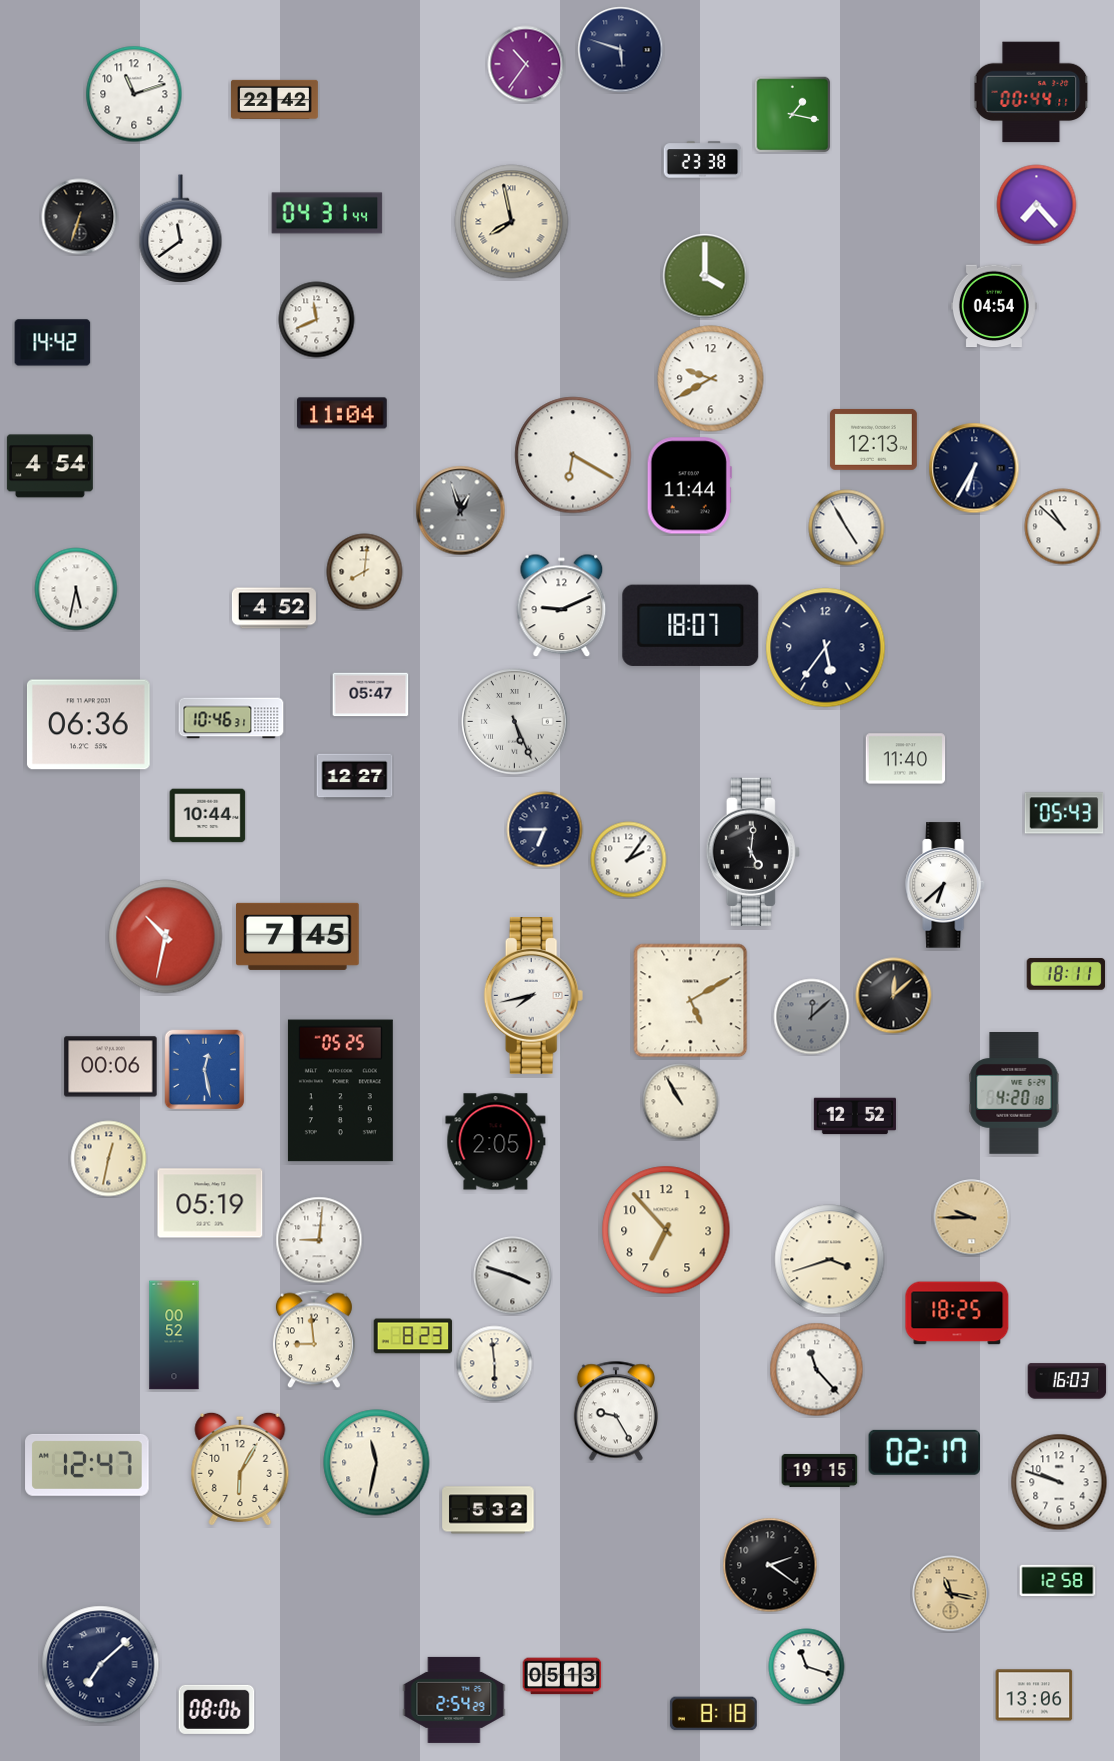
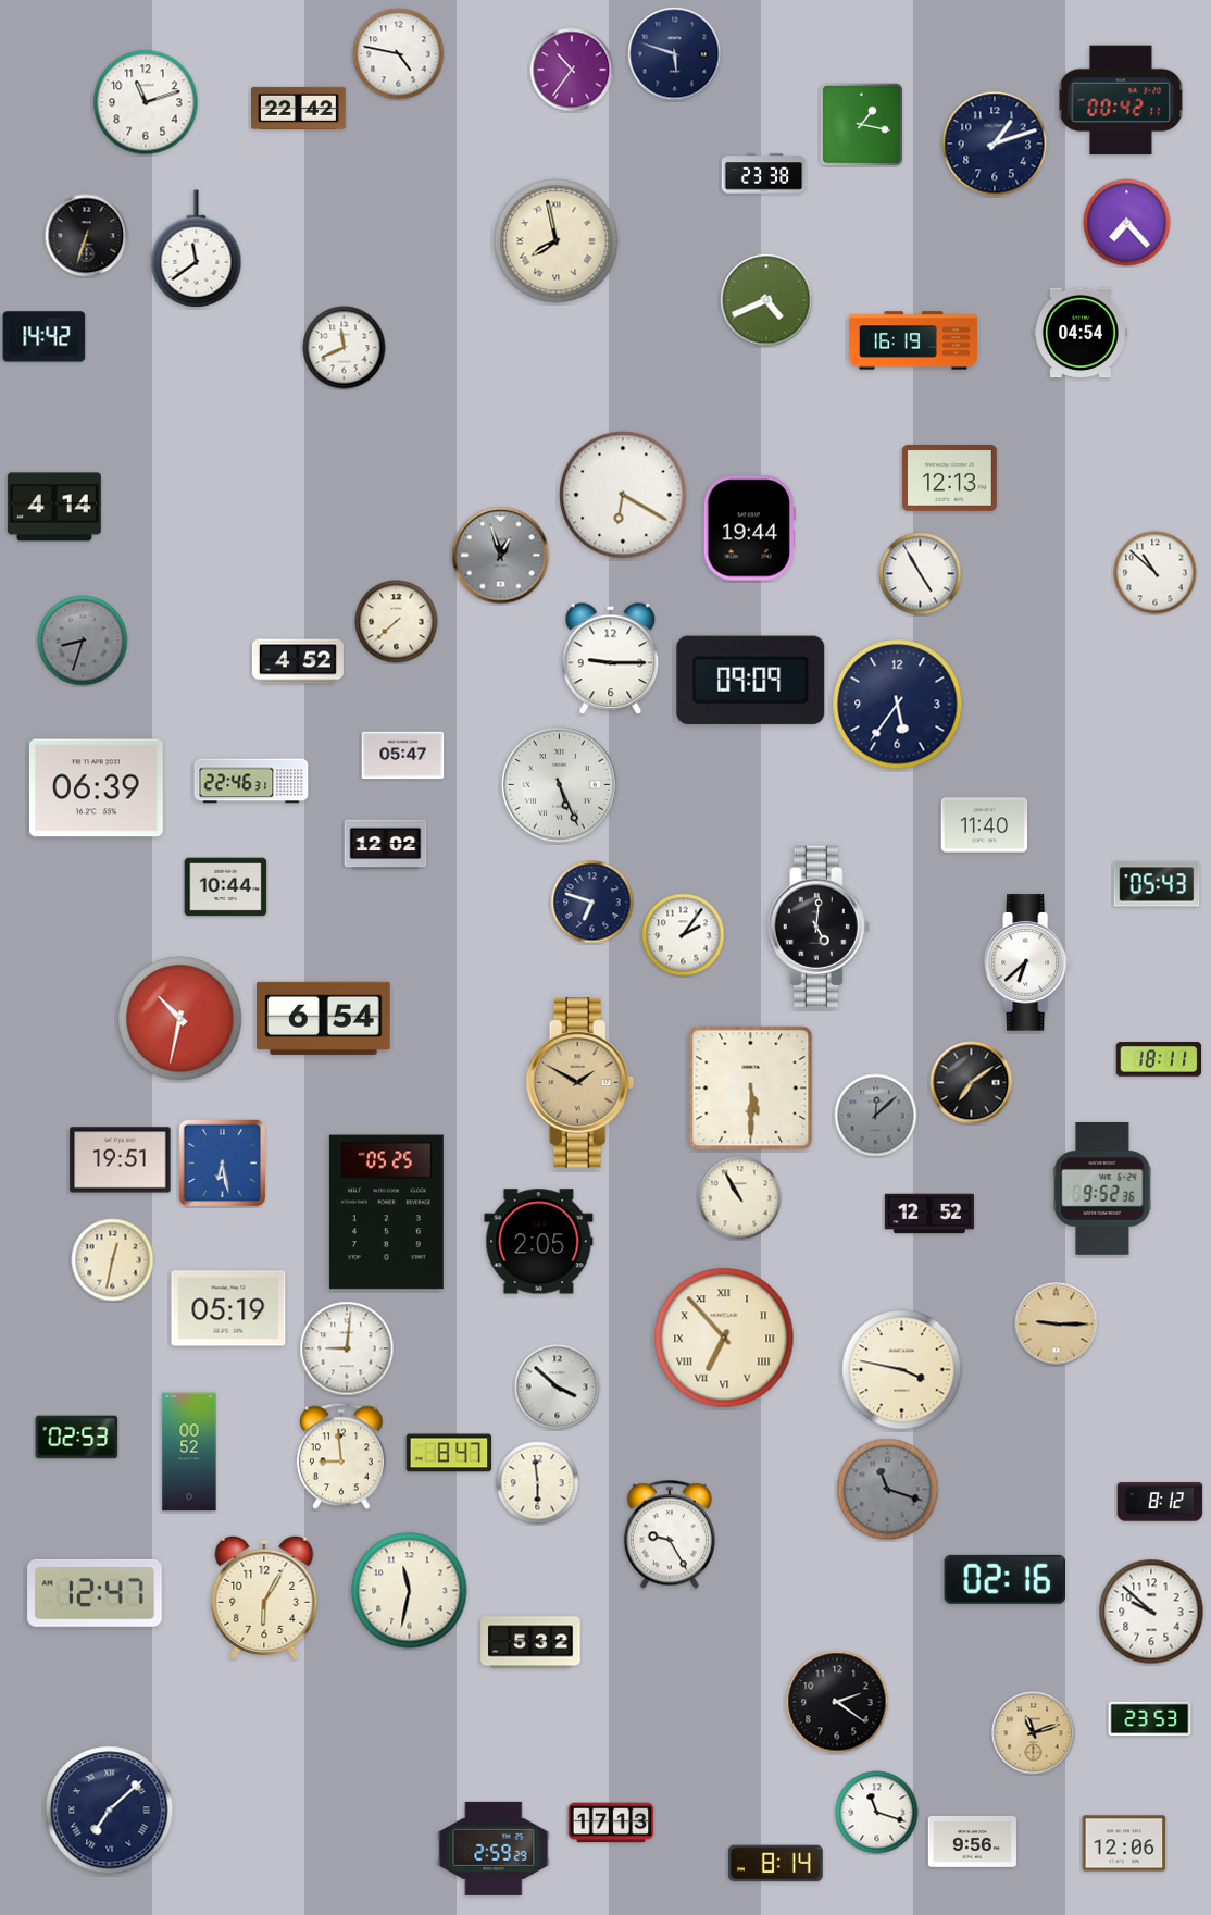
clock at (399, 54): none -> 4:47
clock at (1031, 92): 00:44 -> 00:42
clock at (995, 144): none -> 1:12
clock at (327, 213): 04:31 -> none
clock at (705, 276): 4:00 -> 4:41
clock at (913, 340): none -> 16:19
clock at (53, 343) position: (53, 343) -> (45, 337)
clock at (711, 379): 9:40 -> none
clock at (342, 413): 11:04 -> none
clock at (50, 466): 4:54 -> 4:14
clock at (974, 468): 6:35 -> none
clock at (689, 486): 11:44 -> 19:44
clock at (365, 572): 8:01 -> 7:38
clock at (76, 589): 5:32 -> 8:33
clock at (76, 589) dial: white -> grey
clock at (562, 606): 9:11 -> 9:15
clock at (691, 625): 18:07 -> 09:09
clock at (231, 718): 10:46 -> 22:46
clock at (89, 725): 06:36 -> 06:39
clock at (355, 777): 12:27 -> 12:02
clock at (545, 830): 6:45 -> 6:48
clock at (298, 936): 7:45 -> 6:54
clock at (534, 996): 7:43 -> 1:50
clock at (534, 996) dial: white -> champagne
clock at (894, 996): 12:08 -> 7:09
clock at (691, 1001): 5:10 -> 5:30
clock at (812, 1017) position: (812, 1017) -> (876, 1116)
clock at (111, 1067): 00:06 -> 19:51
clock at (205, 1070): 12:28 -> 6:28
clock at (340, 1091) position: (340, 1091) -> (386, 1213)
clock at (1014, 1094): 4:20 -> 9:52
clock at (109, 1159) position: (109, 1159) -> (113, 1260)
clock at (972, 1218): 9:45 -> 9:15
clock at (666, 1230) numerals: Arabic -> Roman
clock at (830, 1260): 3:42 -> 3:47
clock at (513, 1276): 3:48 -> 3:52
clock at (957, 1313): 18:25 -> none
clock at (77, 1438): none -> 02:53
clock at (413, 1336): 8:23 -> 8:47
clock at (817, 1370): 11:23 -> 11:18
clock at (817, 1370) dial: white -> grey
clock at (1067, 1381): 16:03 -> 8:12
clock at (924, 1452): 02:17 -> 02:16
clock at (240, 1469) position: (240, 1469) -> (264, 1597)
clock at (820, 1470): 19:15 -> none
clock at (1059, 1482): 9:48 -> 9:52
clock at (1058, 1581): 12:58 -> 23:53
clock at (951, 1594): 11:17 -> 11:12
clock at (562, 1676): 05:13 -> 17:13
clock at (972, 1841): none -> 9:56
clock at (1034, 1695): 13:06 -> 12:06
clock at (454, 1700): 2:54 -> 2:59
clock at (217, 1709): 08:06 -> none
clock at (713, 1714): 8:18 -> 8:14
